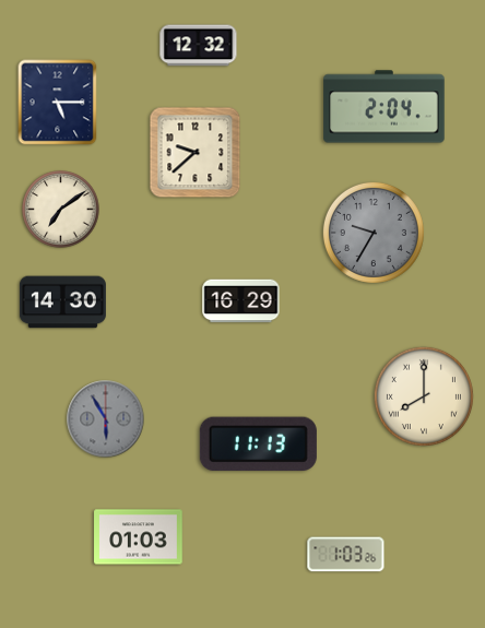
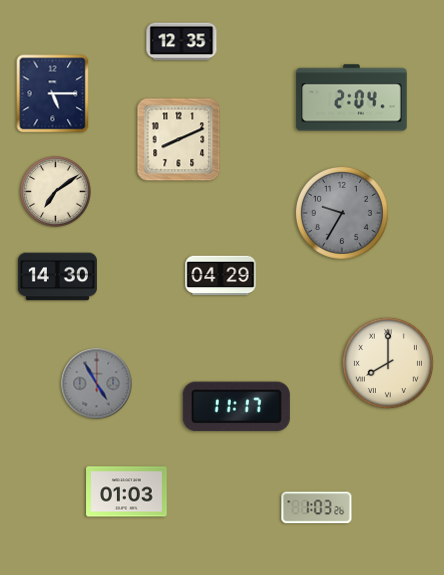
clock at (199, 46): 12:32 -> 12:35
clock at (196, 153): 9:38 -> 8:11
clock at (241, 301): 16:29 -> 04:29
clock at (106, 419): 5:55 -> 4:55
clock at (258, 445): 11:13 -> 11:17
